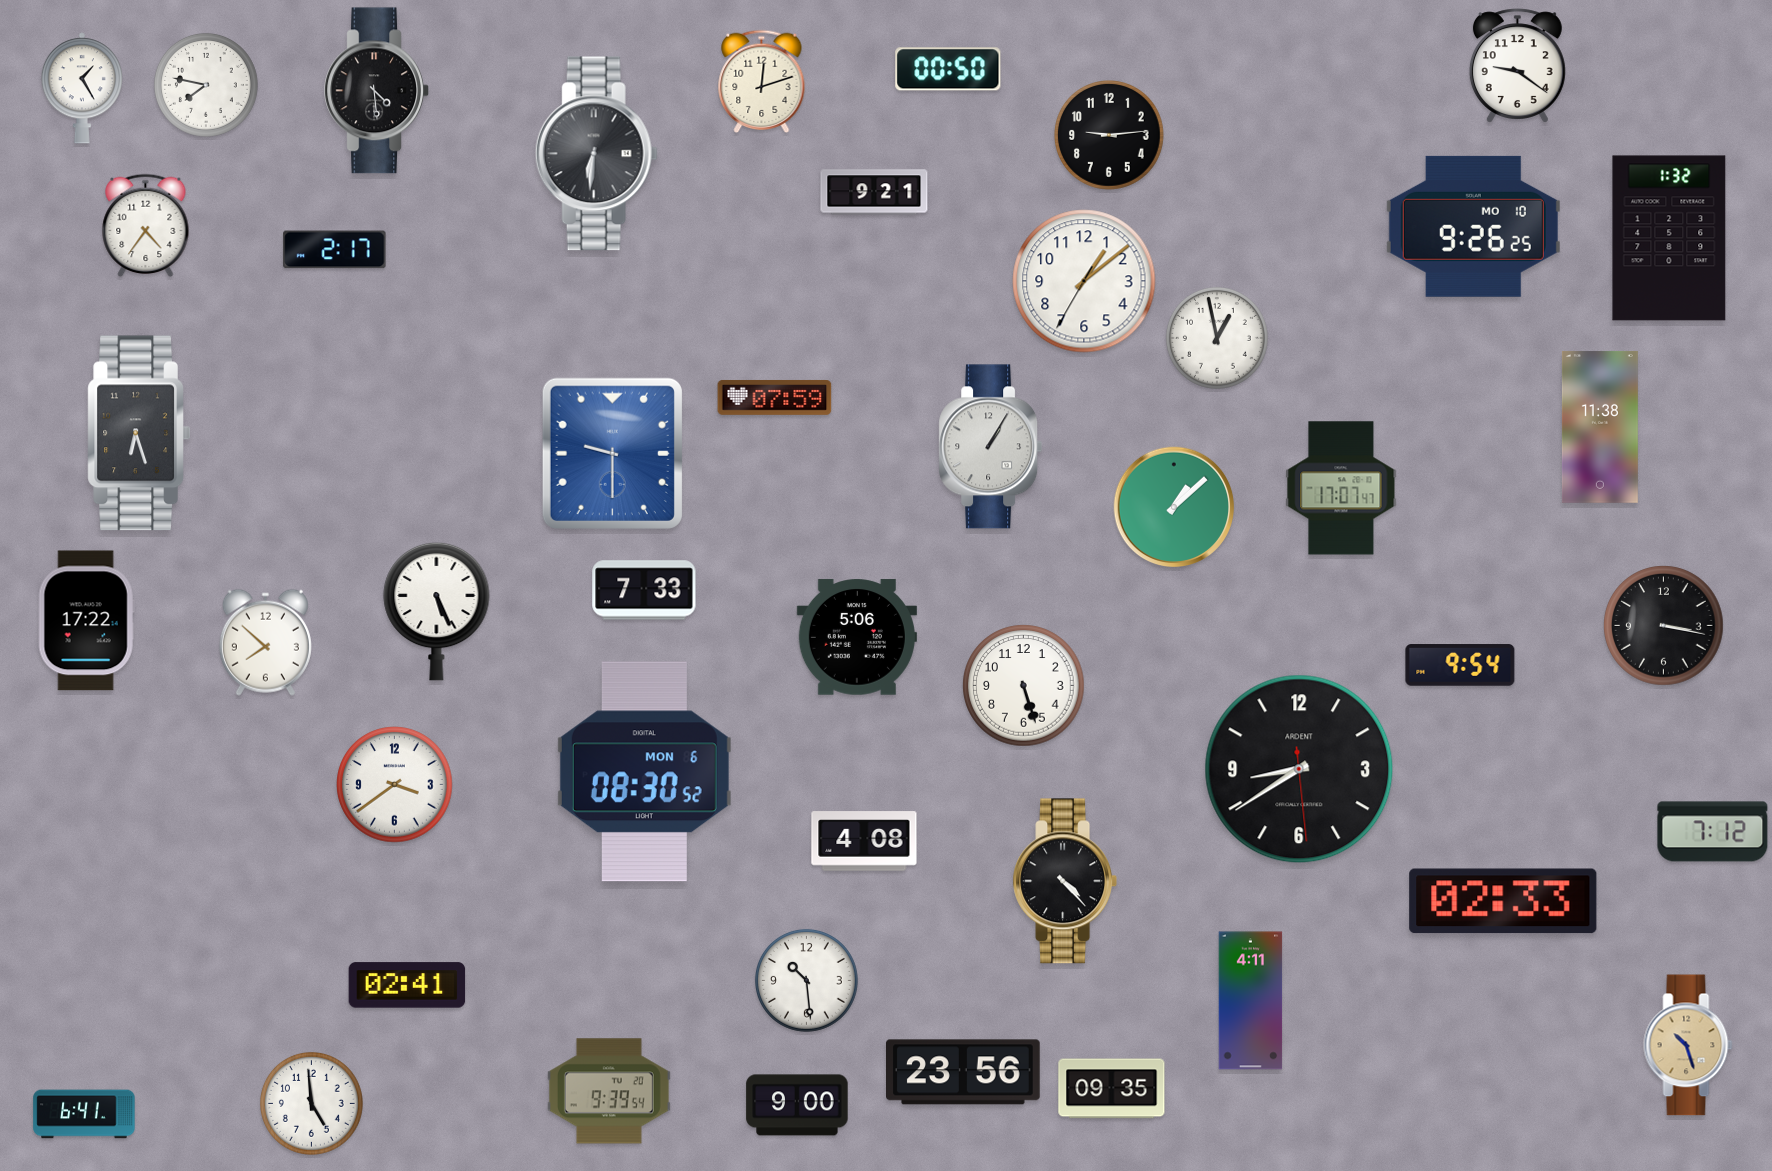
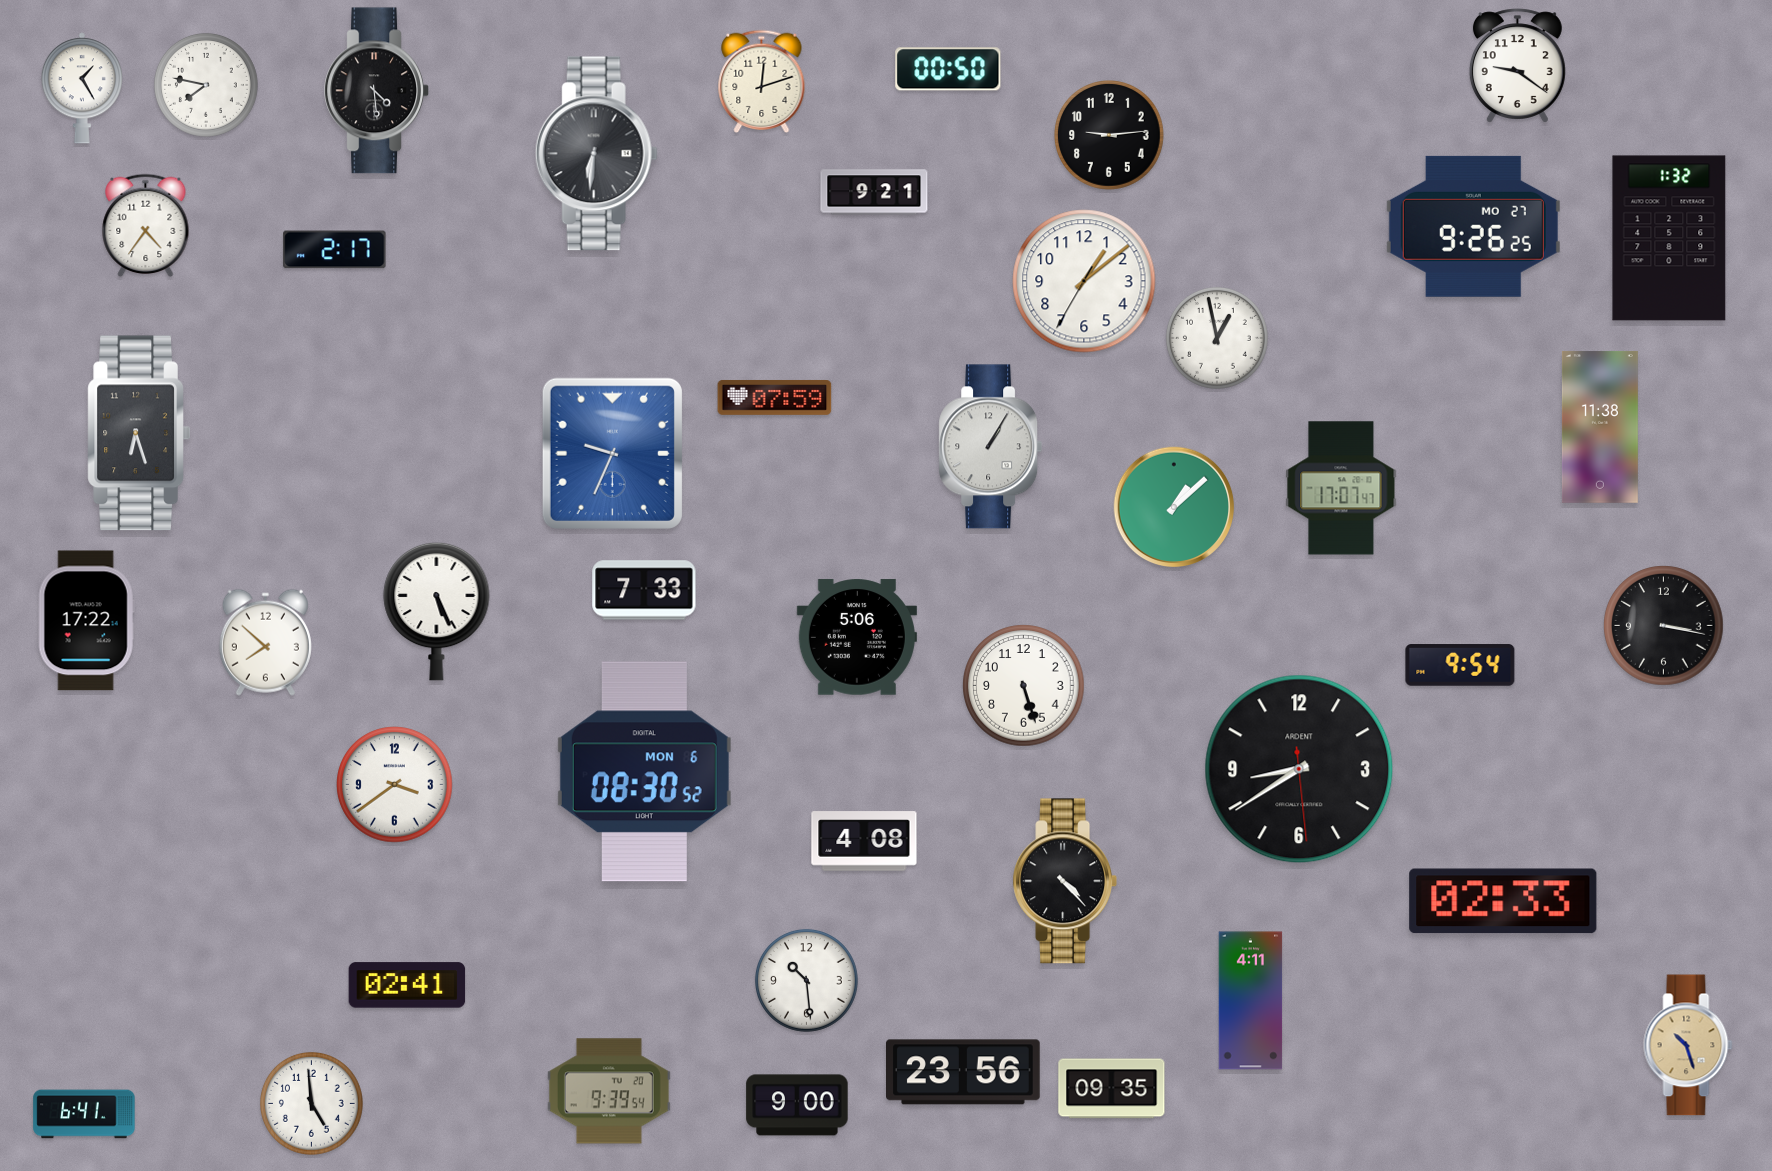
clock at (1473, 226) date: MO 10 -> MO 27
clock at (612, 453): 9:30 -> 9:34
clock at (1713, 832): 7:12 -> none
